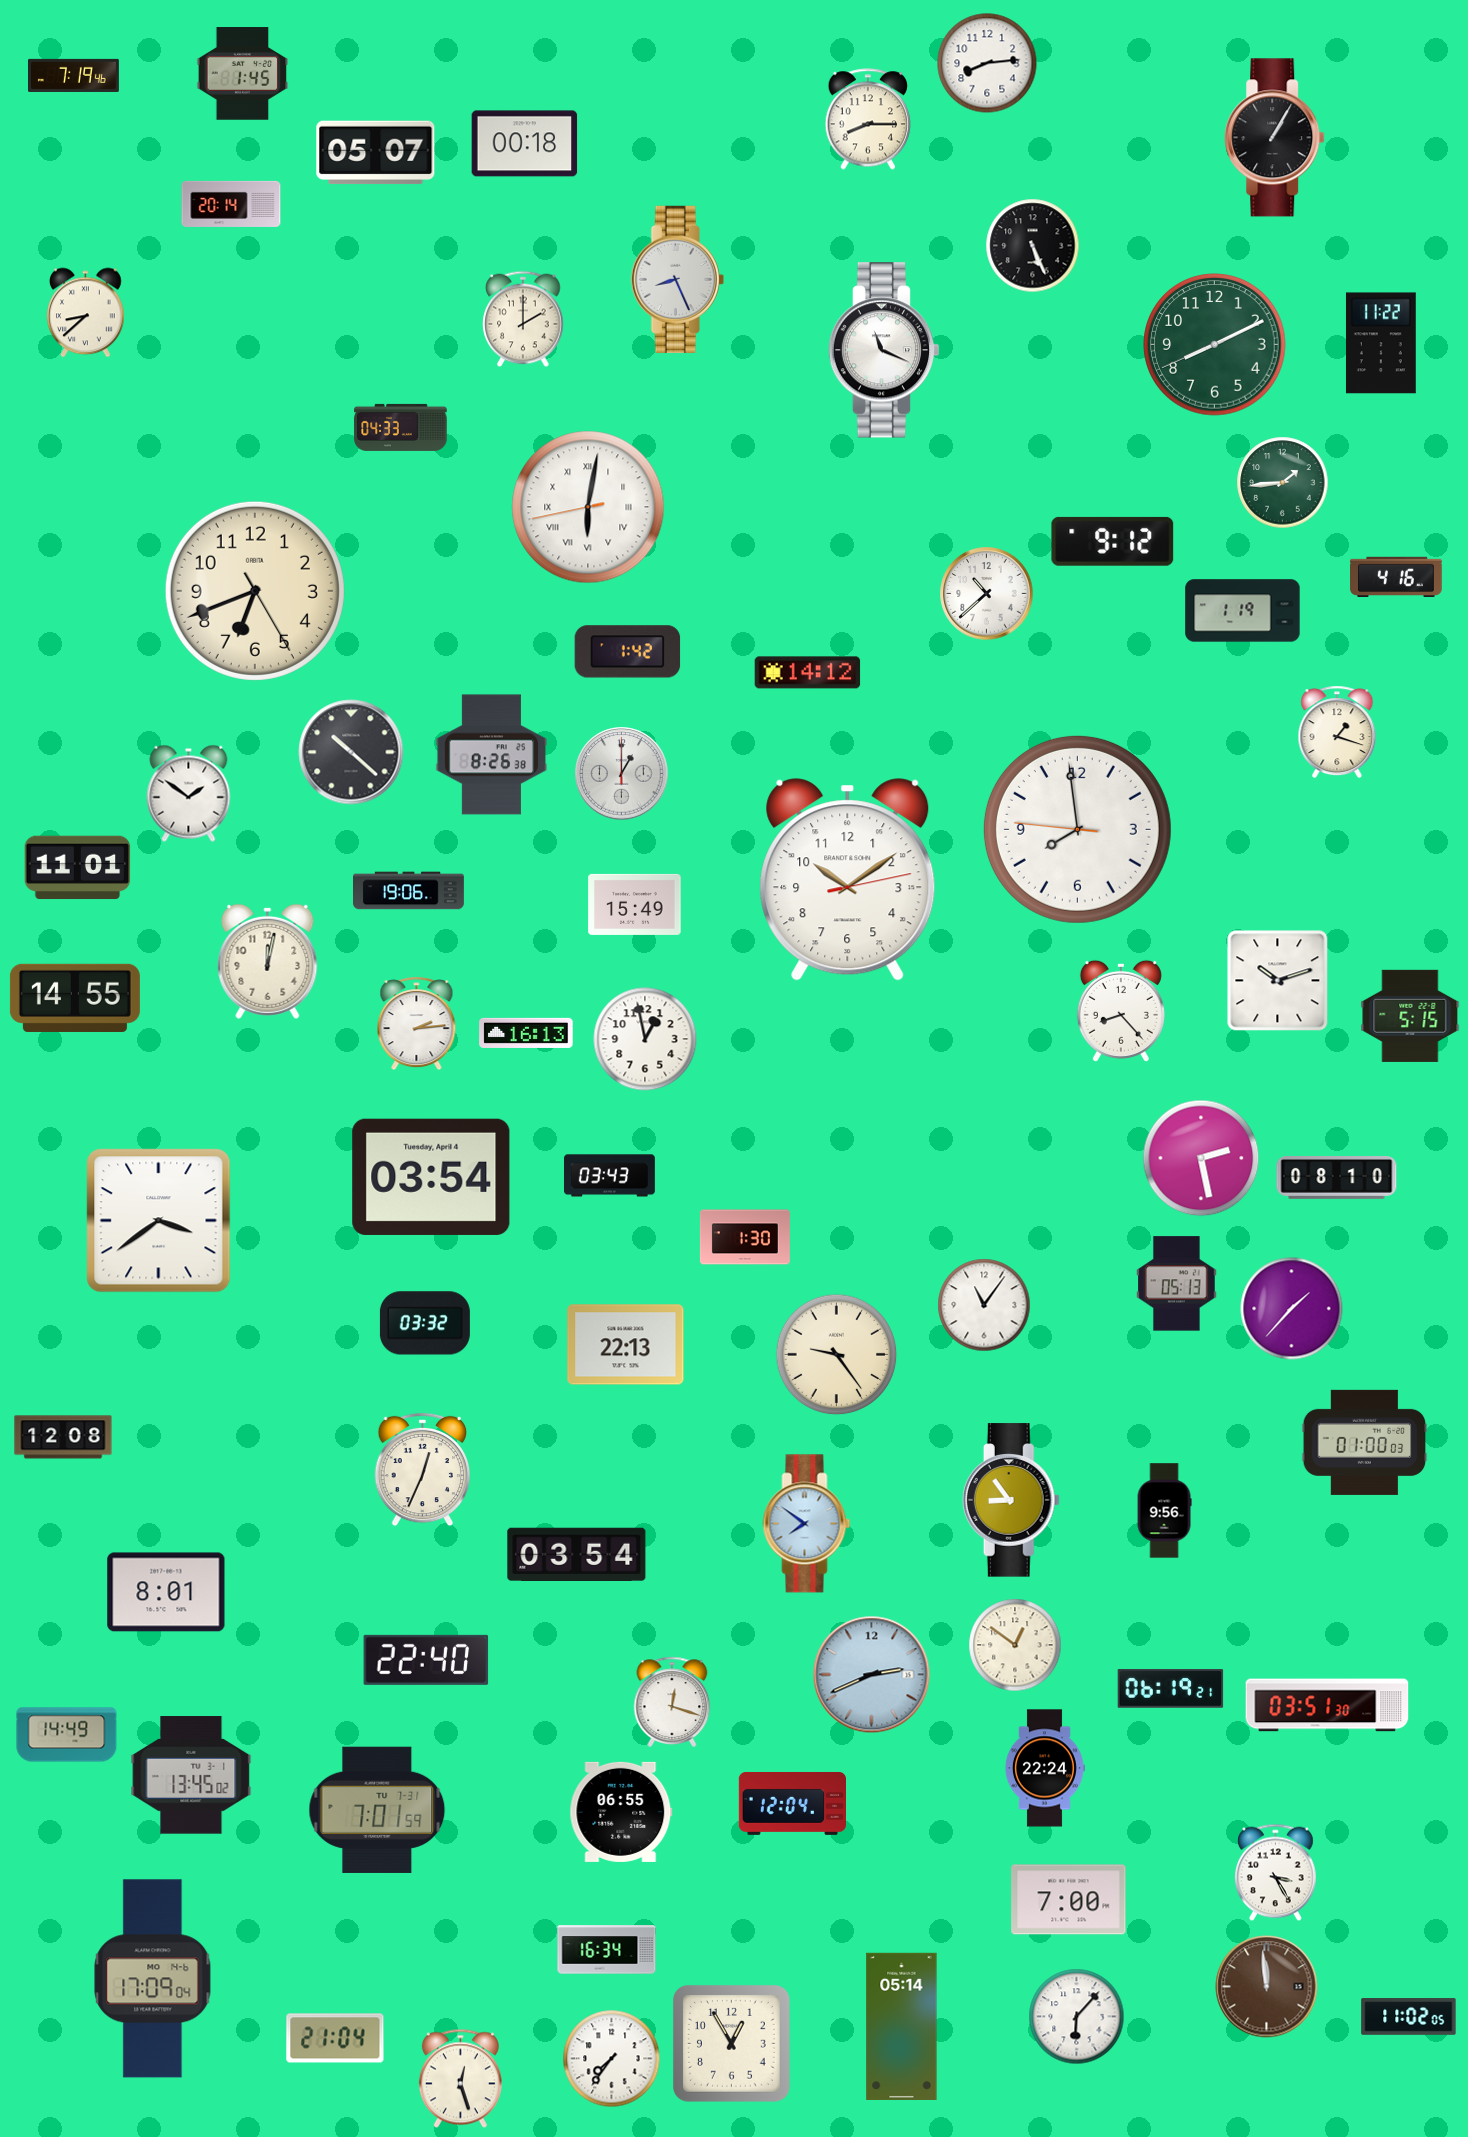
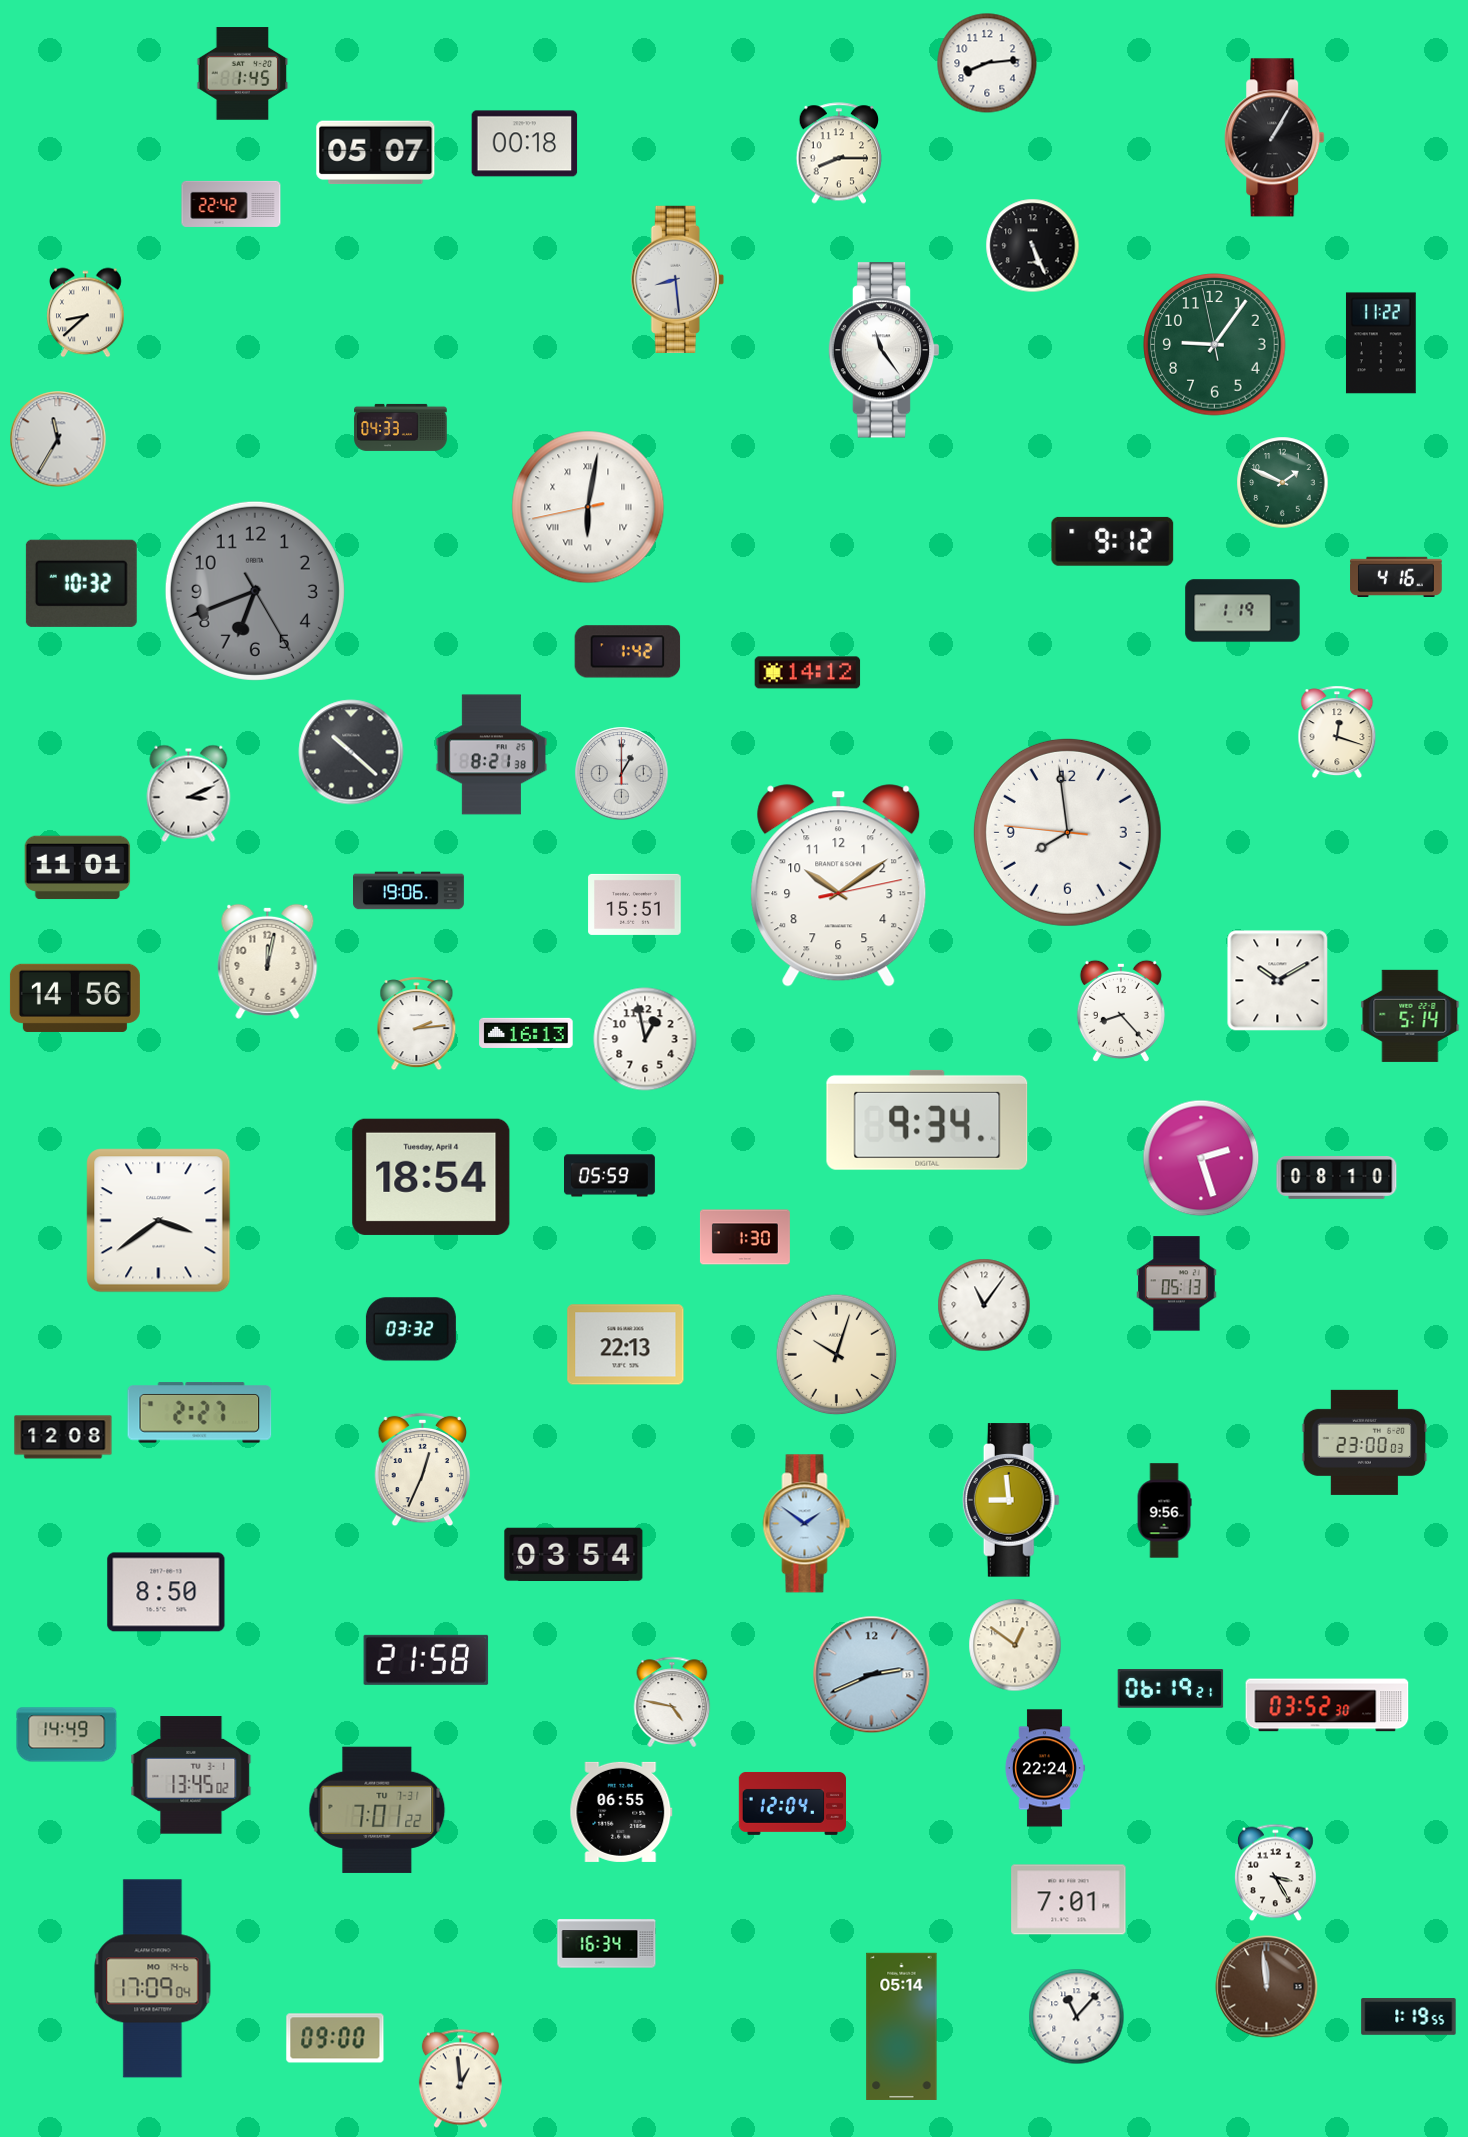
clock at (74, 75): 7:19 -> none
clock at (868, 119) position: (868, 119) -> (839, 153)
clock at (231, 204): 20:14 -> 22:42
clock at (677, 279): 8:26 -> 8:29
clock at (523, 319): 2:00 -> none
clock at (1215, 345): 8:10 -> 9:05
clock at (884, 350): 11:19 -> 11:24
clock at (58, 439): none -> 11:35
clock at (1283, 483): 1:44 -> 1:49
clock at (81, 583): none -> 10:32
clock at (255, 591) dial: cream -> grey
clock at (987, 594): 10:38 -> none
clock at (1337, 732): 1:18 -> 12:18
clock at (492, 755): 8:26 -> 8:21
clock at (189, 793): 1:51 -> 3:11
clock at (1077, 829) position: (1077, 829) -> (1067, 832)
clock at (848, 880) position: (848, 880) -> (839, 886)
clock at (635, 904): 15:49 -> 15:51
clock at (1278, 981): 10:12 -> 10:10
clock at (75, 998): 14:55 -> 14:56
clock at (1410, 1016): 5:15 -> 5:14
clock at (927, 1120): none -> 9:34
clock at (1201, 1158): 2:28 -> 2:27
clock at (610, 1176): 03:43 -> 05:59
clock at (431, 1177): 03:54 -> 18:54
clock at (1292, 1309): 1:37 -> none
clock at (425, 1323) position: (425, 1323) -> (411, 1329)
clock at (837, 1355): 9:24 -> 10:03
clock at (200, 1413): none -> 2:27
clock at (1365, 1442): 01:00 -> 23:00
clock at (1011, 1500): 8:54 -> 8:59
clock at (807, 1524): 7:51 -> 1:51
clock at (577, 1554) position: (577, 1554) -> (574, 1554)
clock at (166, 1592): 8:01 -> 8:50
clock at (426, 1660): 22:40 -> 21:58
clock at (672, 1702): 12:18 -> 4:47
clock at (1327, 1705): 03:51 -> 03:52
clock at (377, 1810): 7:01:59 -> 7:01:22
clock at (1069, 1900): 7:00 -> 7:01
clock at (607, 1950) position: (607, 1950) -> (607, 1944)
clock at (1077, 2017): 6:07 -> 11:07
clock at (1409, 2017): 11:02 -> 1:19
clock at (335, 2038): 21:04 -> 09:00
clock at (731, 2043): 12:55 -> none
clock at (612, 2059): 7:36 -> none
clock at (460, 2079): 12:27 -> 12:59
